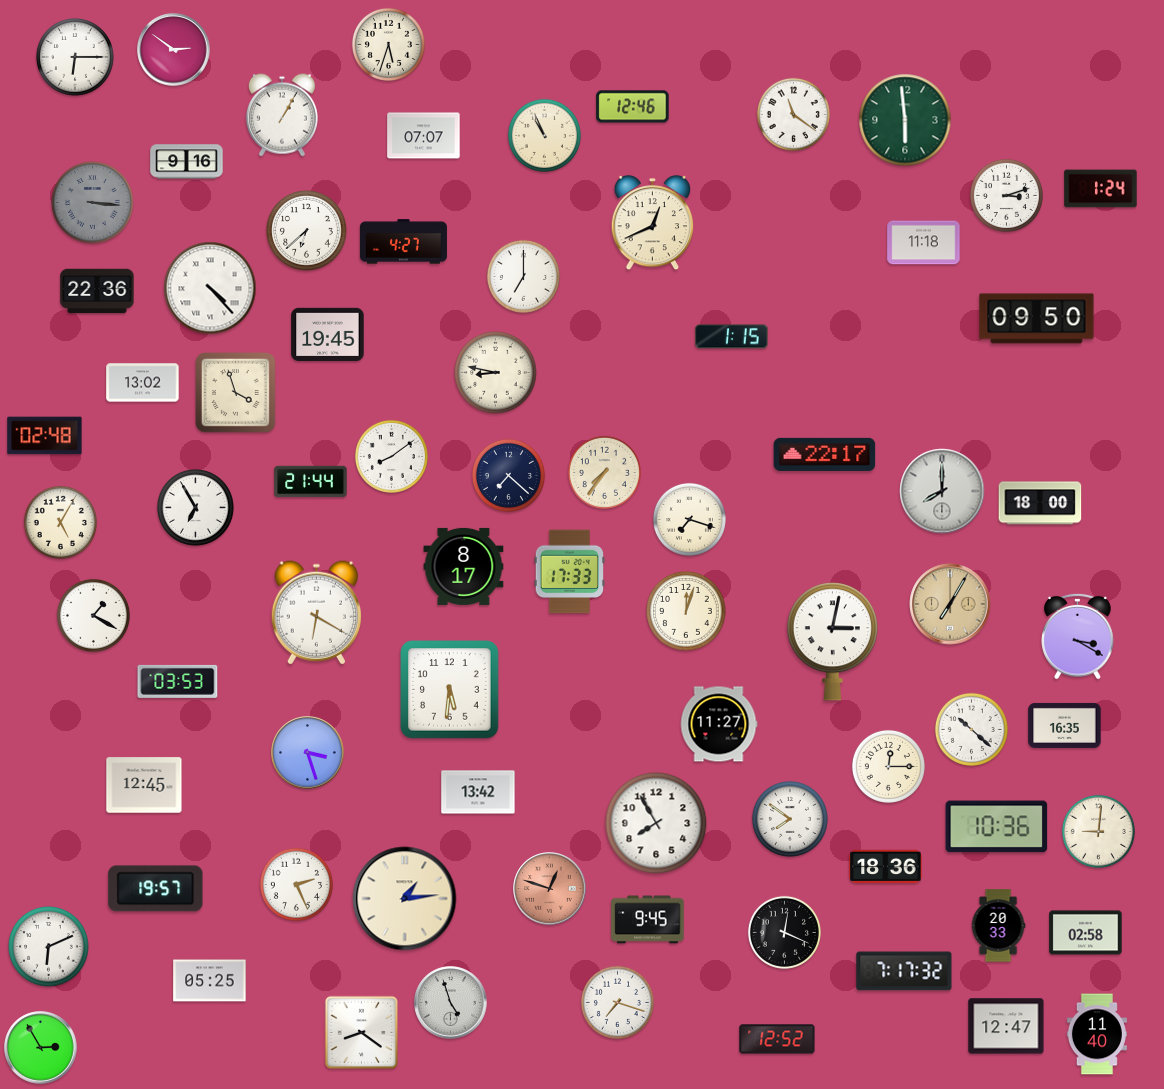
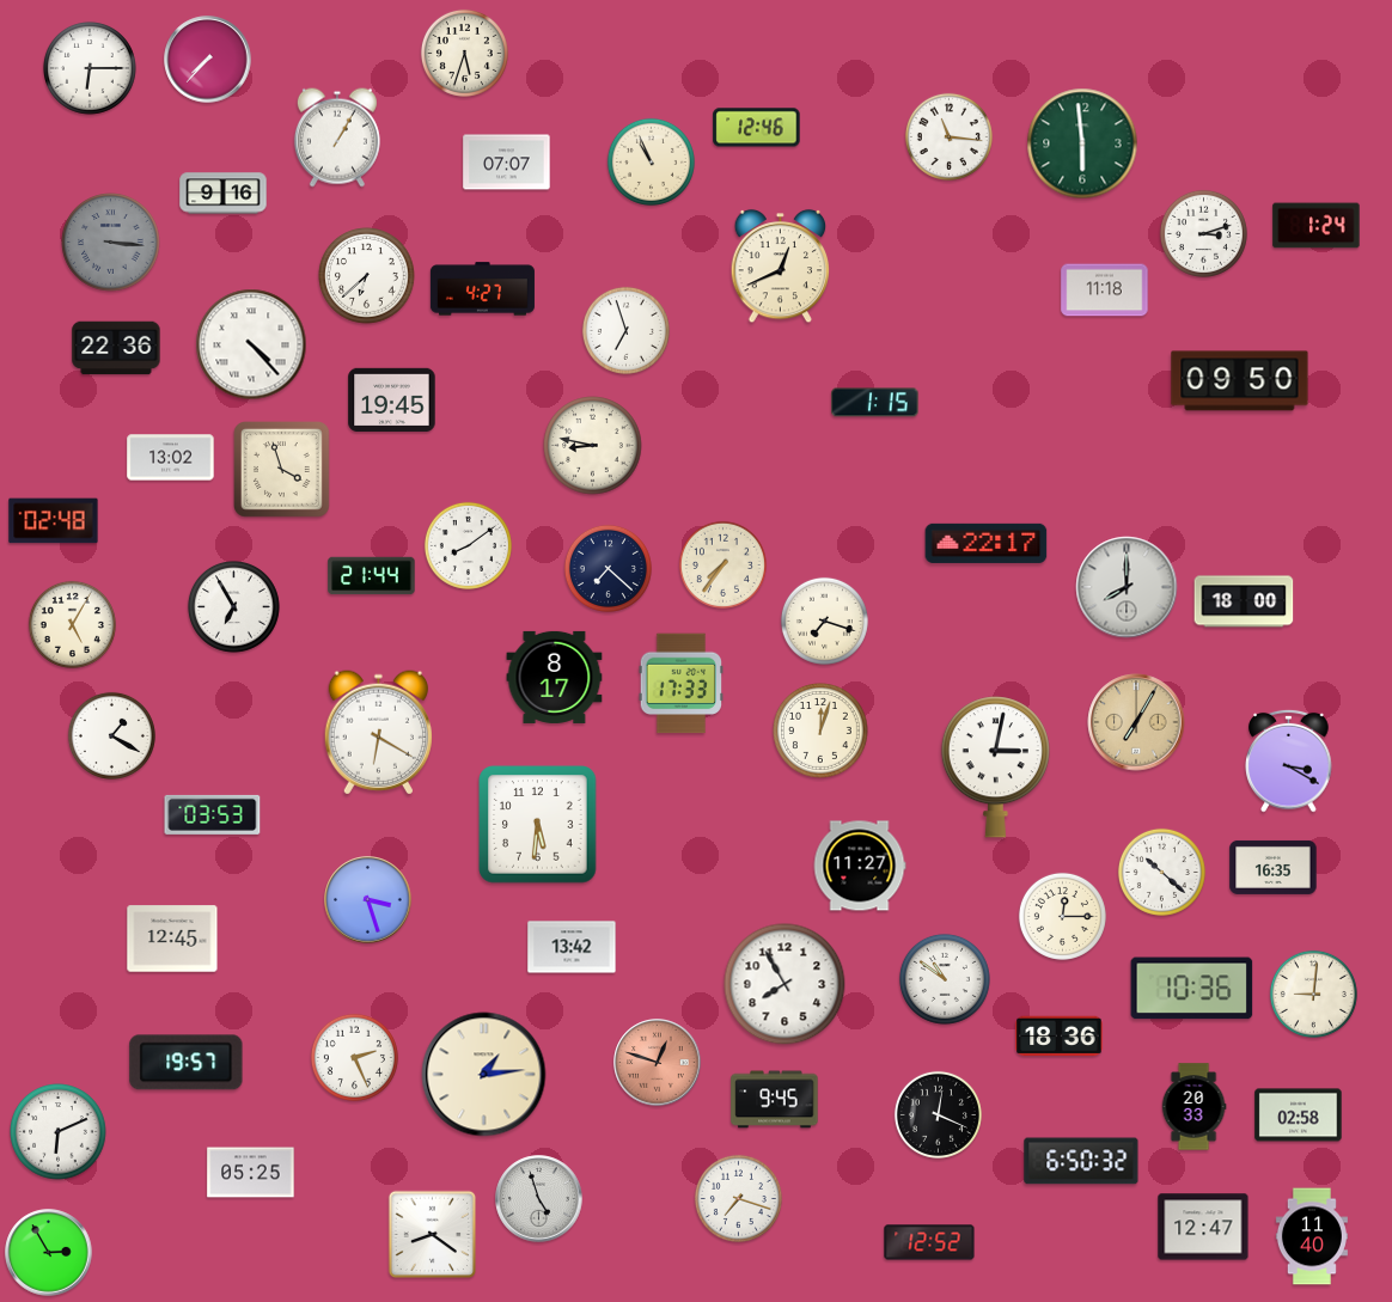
clock at (174, 50): 2:51 -> 7:37
clock at (793, 114): 11:21 -> 11:16
clock at (523, 276): 7:00 -> 6:57
clock at (790, 819): 7:51 -> 10:51
clock at (904, 971): 7:17 -> 6:50
